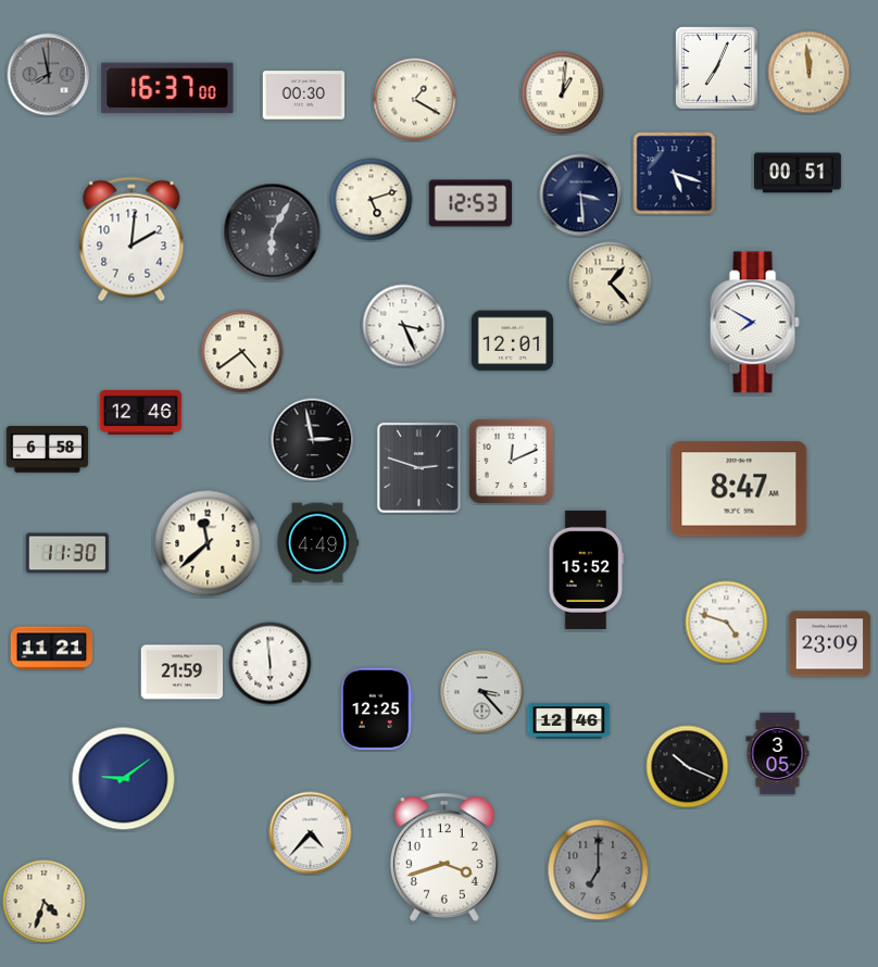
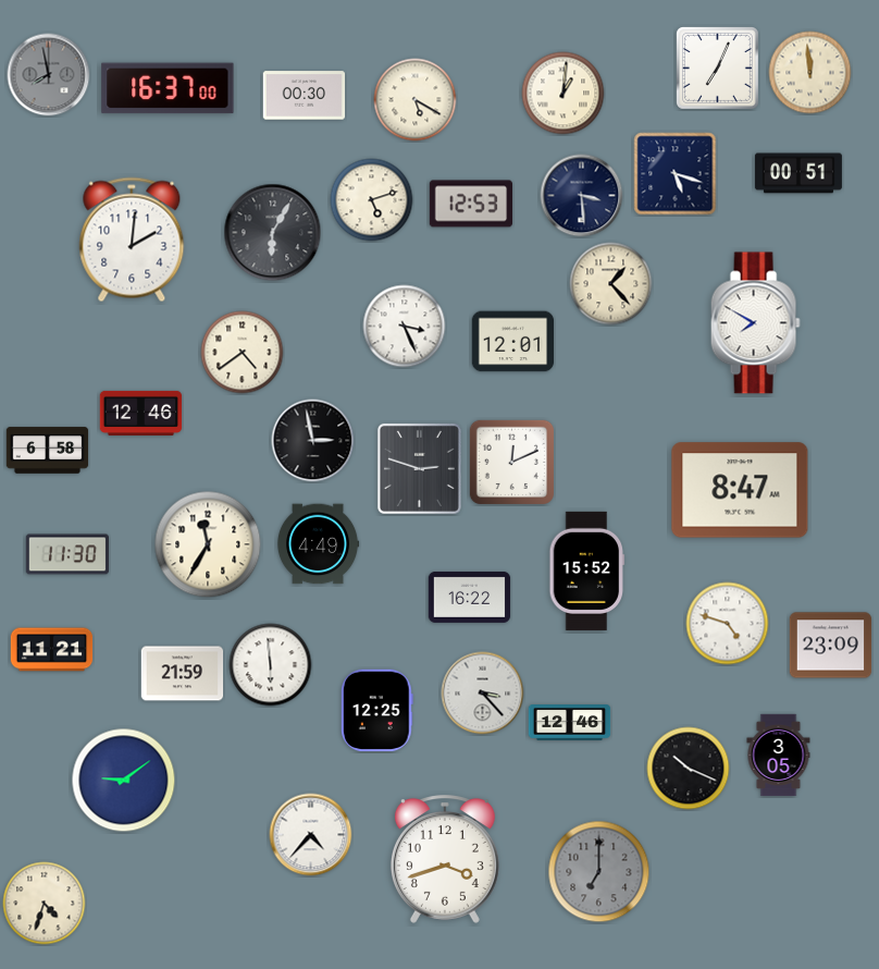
clock at (415, 100): 1:20 -> 5:20
clock at (208, 543): 11:38 -> 11:35
clock at (470, 597): none -> 16:22
